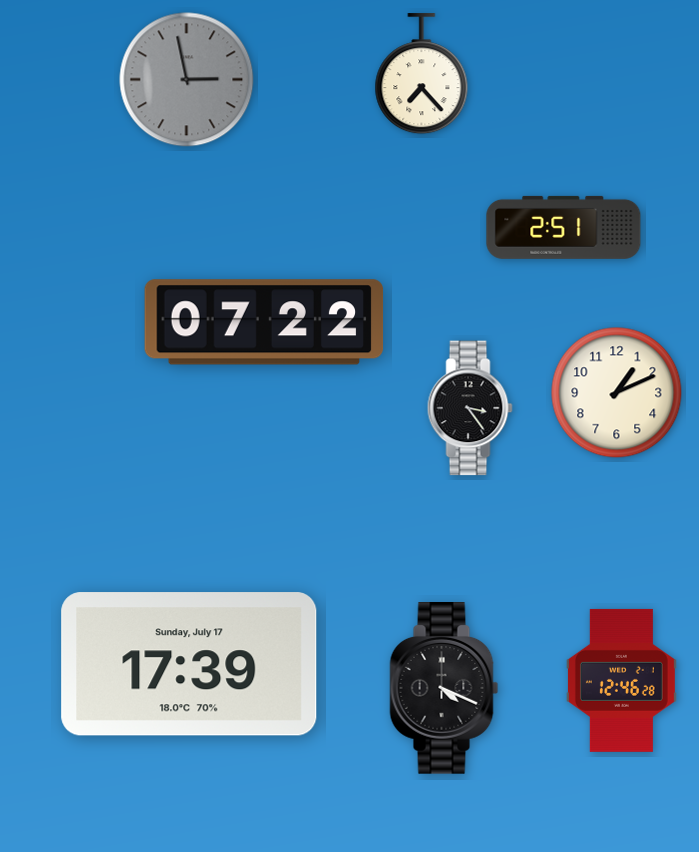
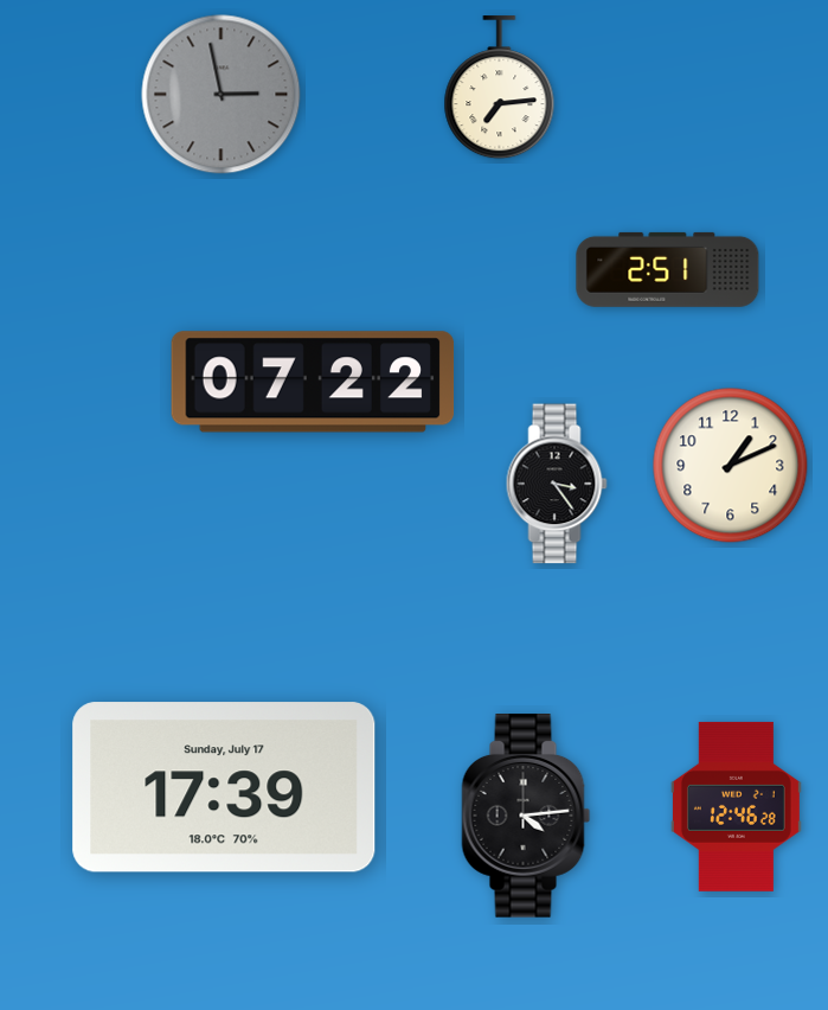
clock at (422, 74): 7:23 -> 7:14
clock at (444, 689): 4:19 -> 4:14
